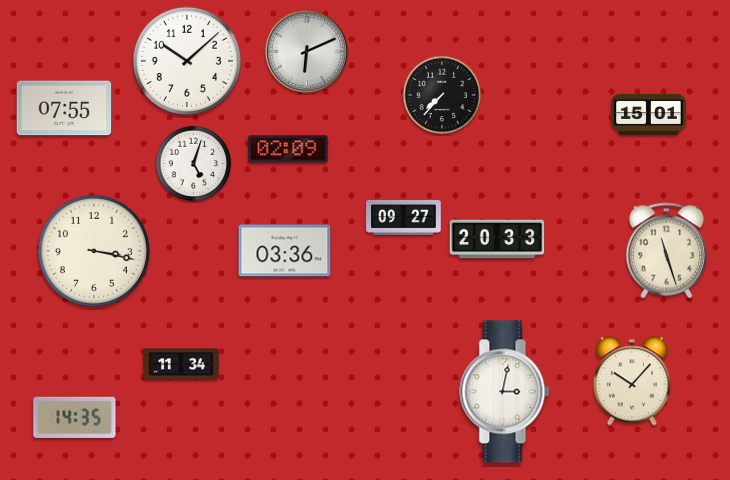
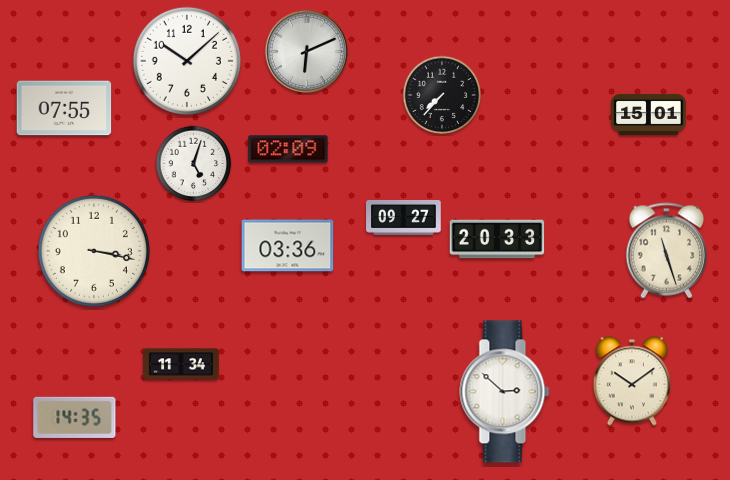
clock at (285, 251) position: (285, 251) -> (288, 246)
clock at (632, 381): 10:07 -> 10:09
clock at (505, 392): 3:02 -> 2:52
